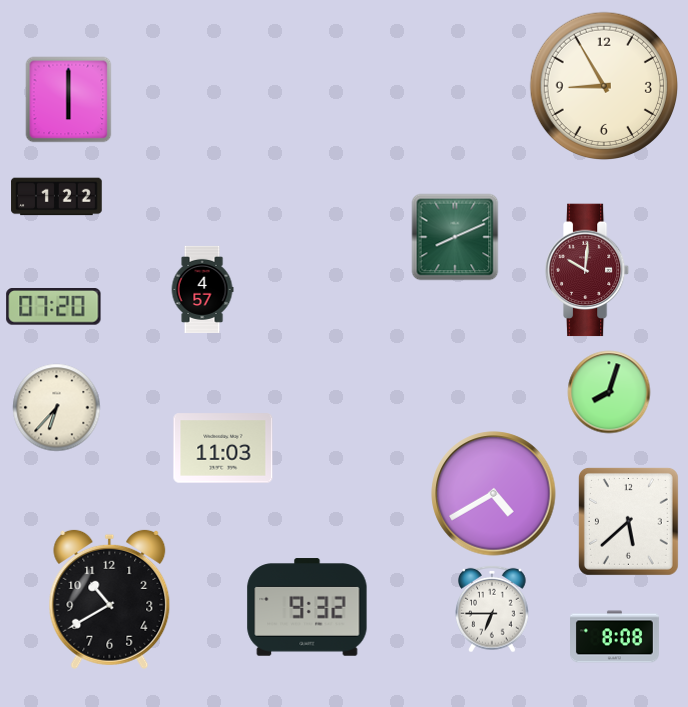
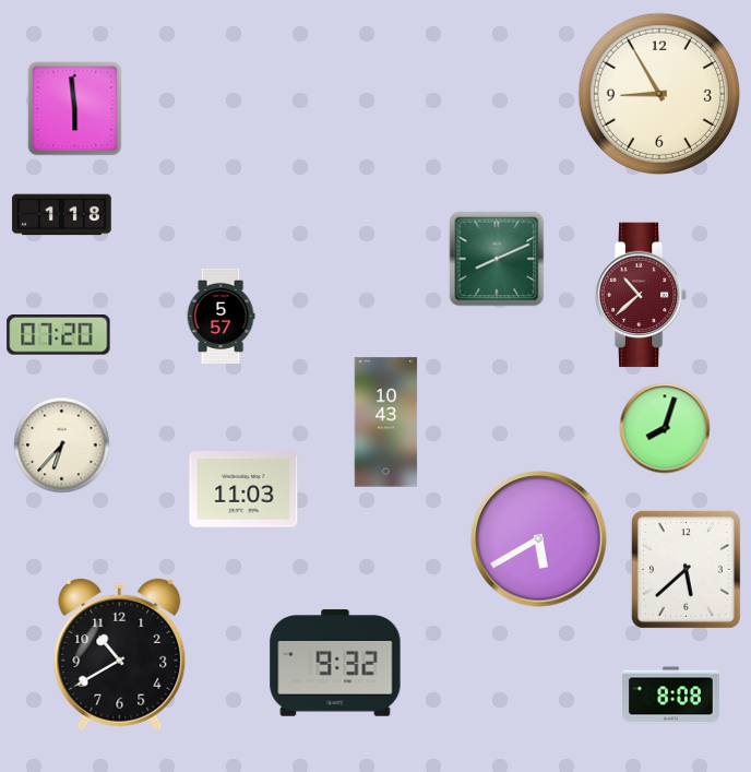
clock at (69, 100): 6:00 -> 5:59
clock at (57, 197): 1:22 -> 1:18
clock at (587, 270): 10:01 -> 10:38
clock at (202, 289): 4:57 -> 5:57
clock at (386, 423): none -> 10:43
clock at (494, 494): 4:40 -> 5:40
clock at (493, 609): 6:45 -> none
